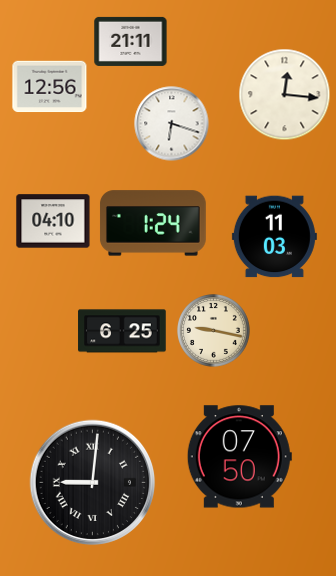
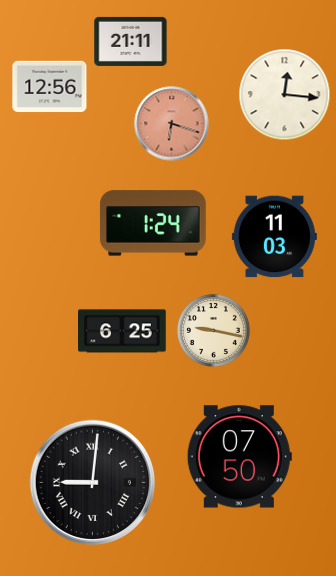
clock at (172, 124) dial: white -> salmon
clock at (53, 221): 04:10 -> none
